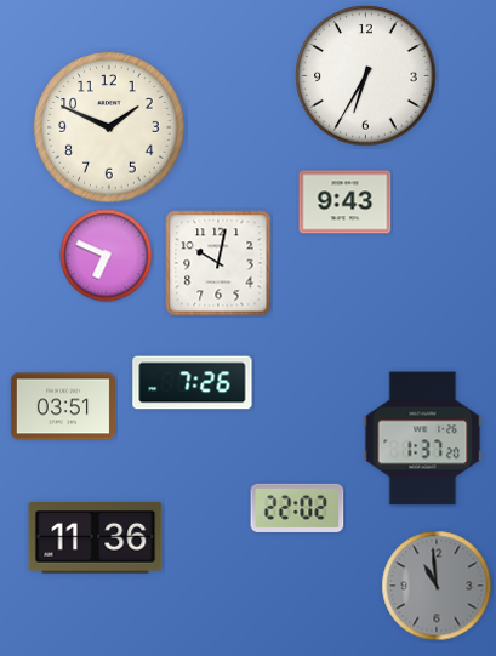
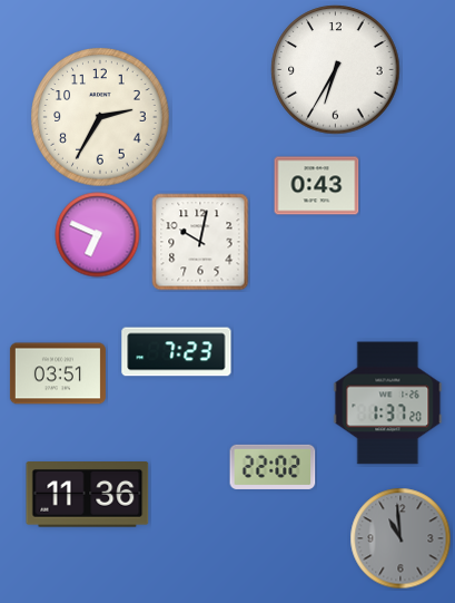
clock at (109, 127): 1:49 -> 2:35
clock at (346, 202): 9:43 -> 0:43
clock at (193, 383): 7:26 -> 7:23
